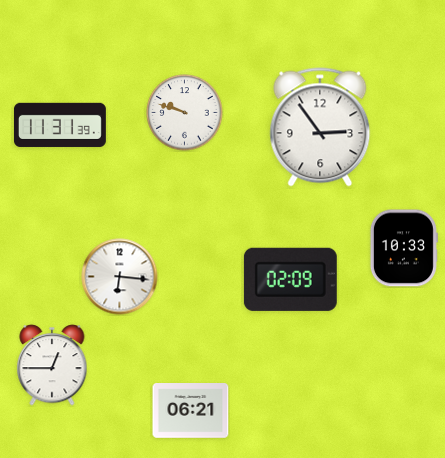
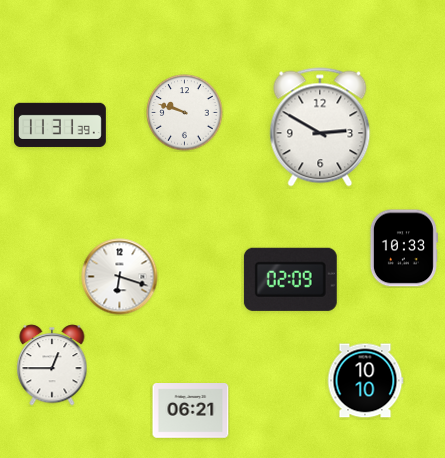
clock at (320, 127): 2:54 -> 2:50
clock at (120, 277): 6:16 -> 6:18
clock at (365, 381): none -> 10:10
